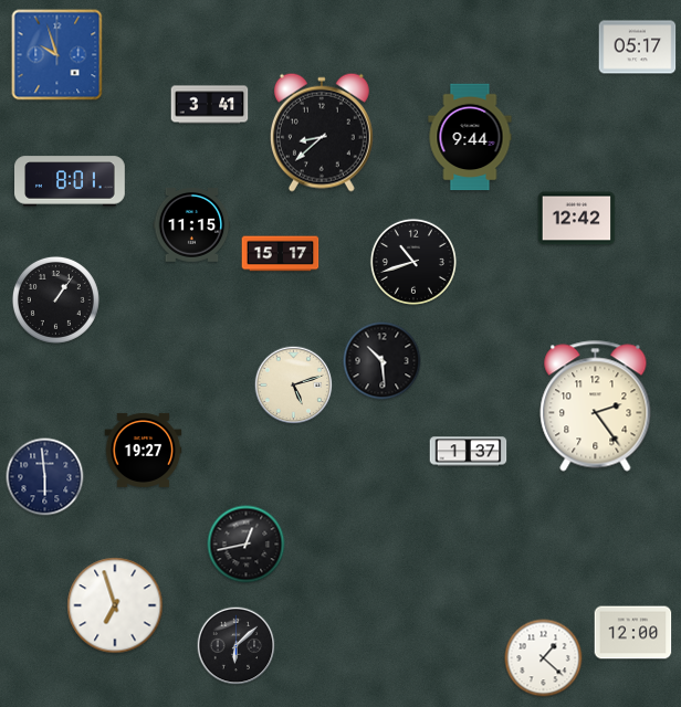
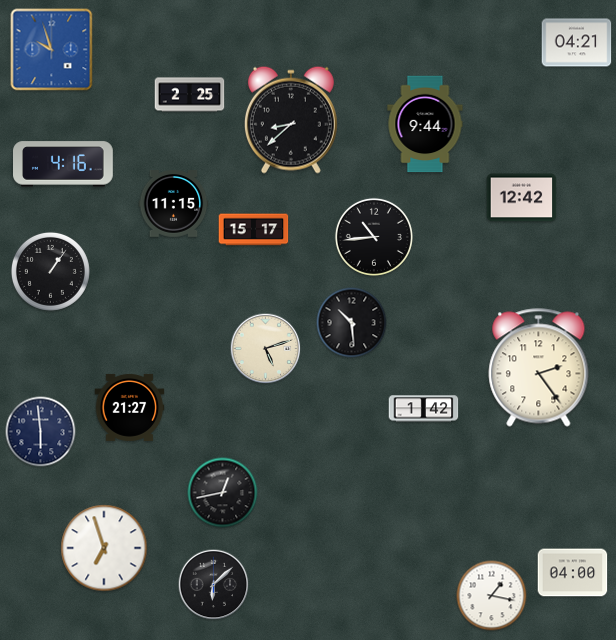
clock at (638, 48): 05:17 -> 04:21
clock at (210, 105): 3:41 -> 2:25
clock at (71, 181): 8:01 -> 4:16
clock at (413, 262): 10:42 -> 10:44
clock at (383, 361) position: (383, 361) -> (352, 323)
clock at (144, 450): 19:27 -> 21:27
clock at (469, 452): 1:37 -> 1:42
clock at (633, 633): 12:00 -> 04:00
clock at (544, 658): 1:22 -> 1:17
